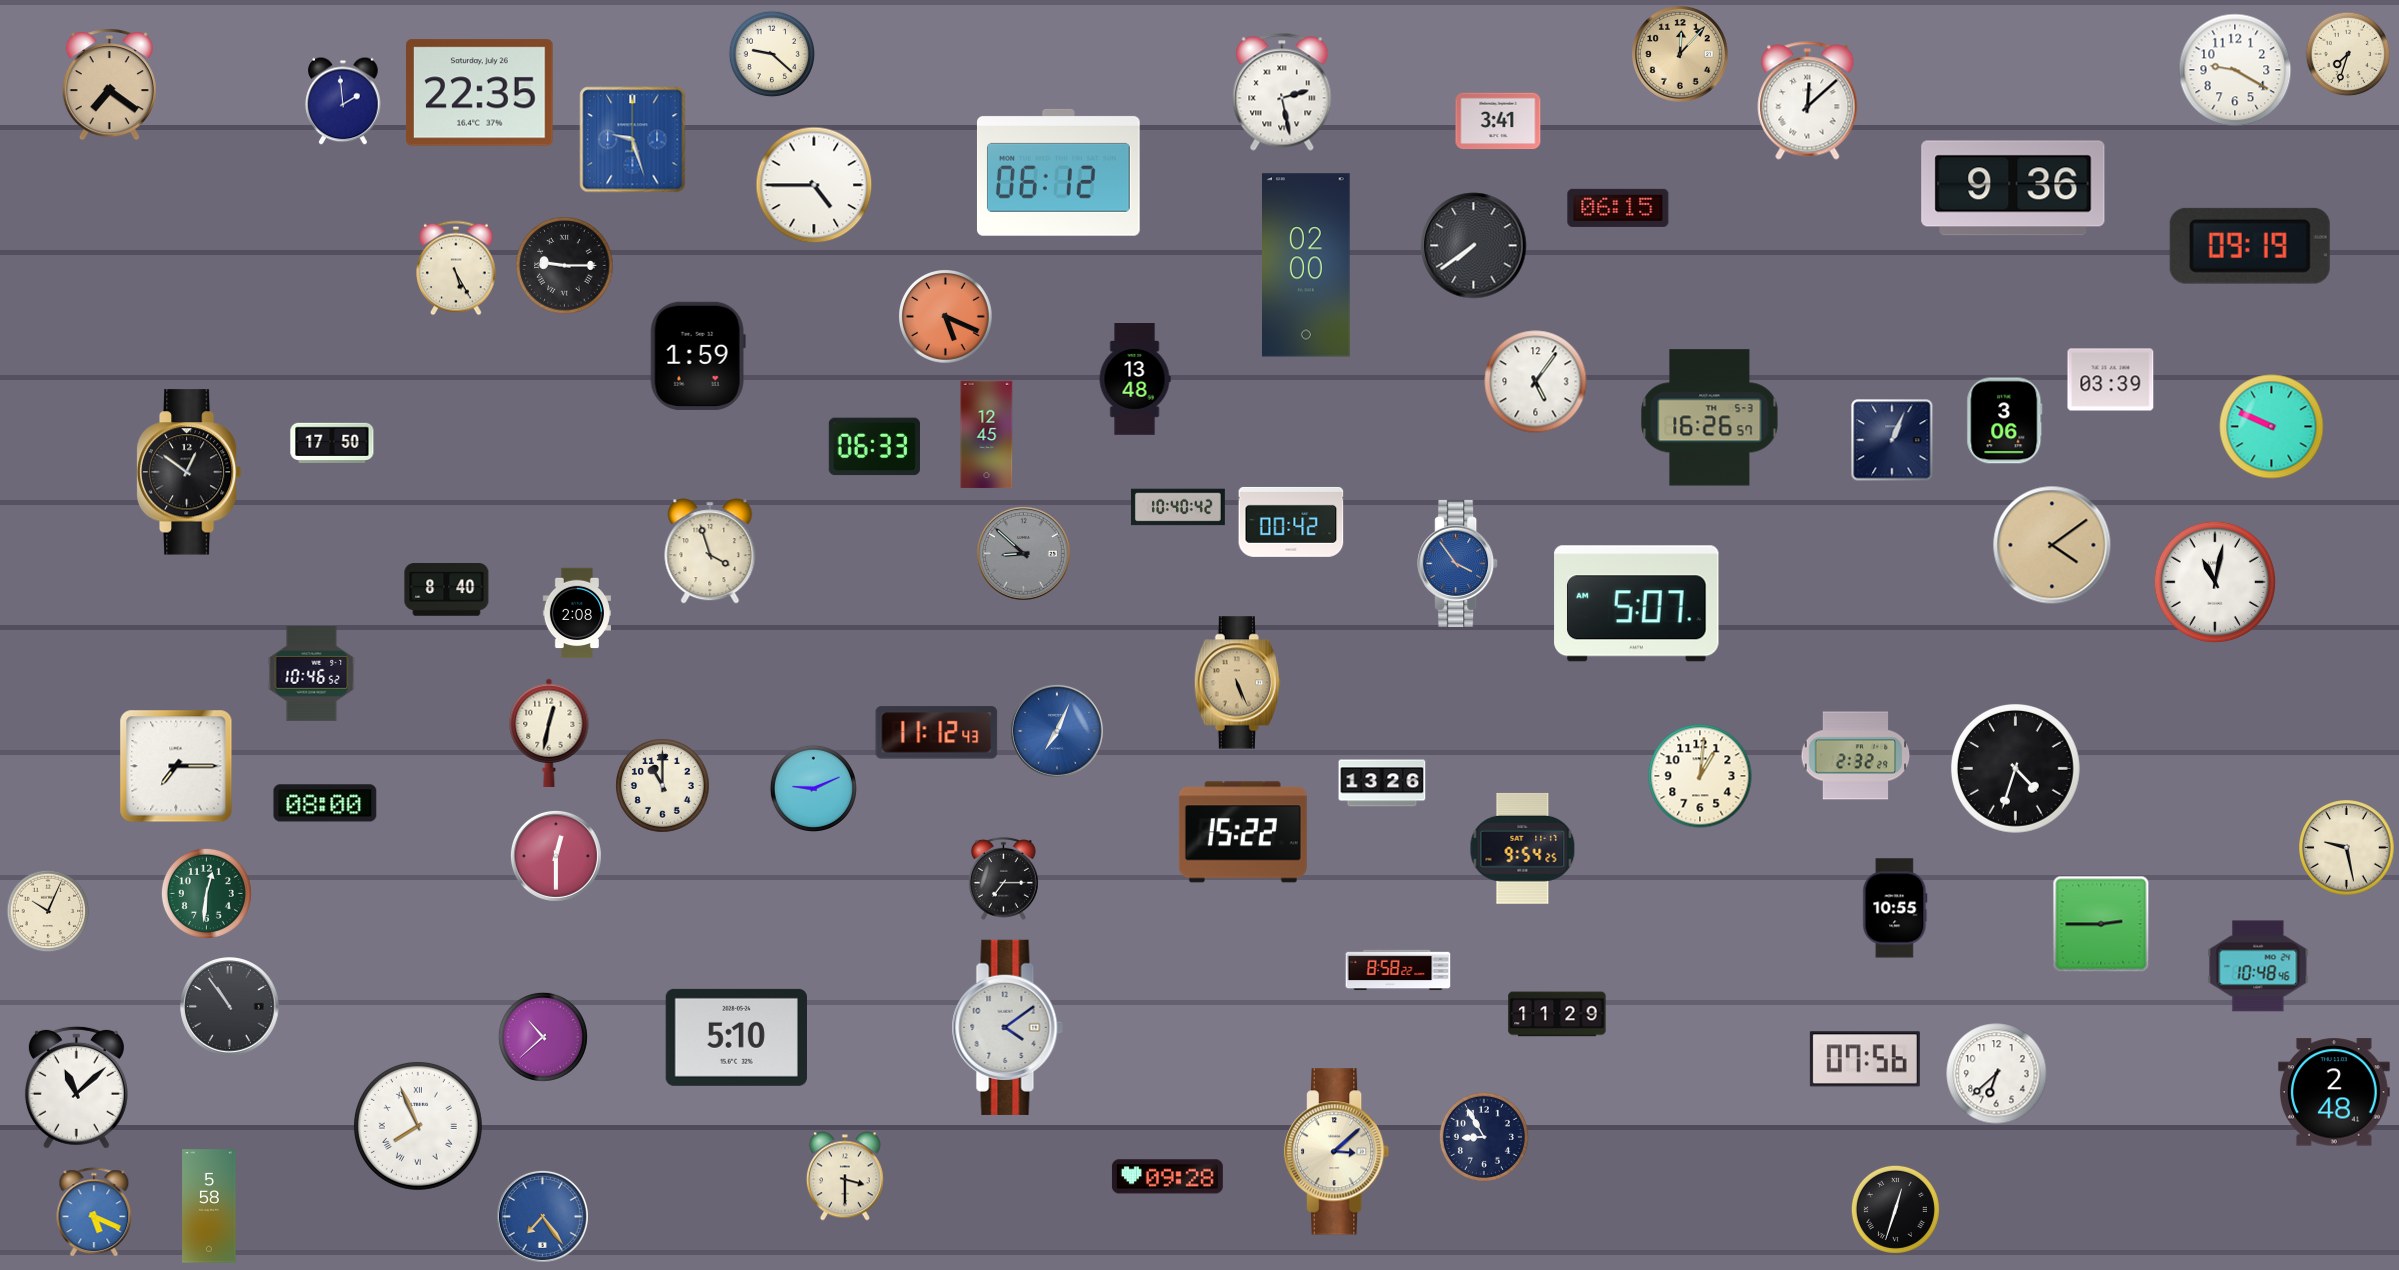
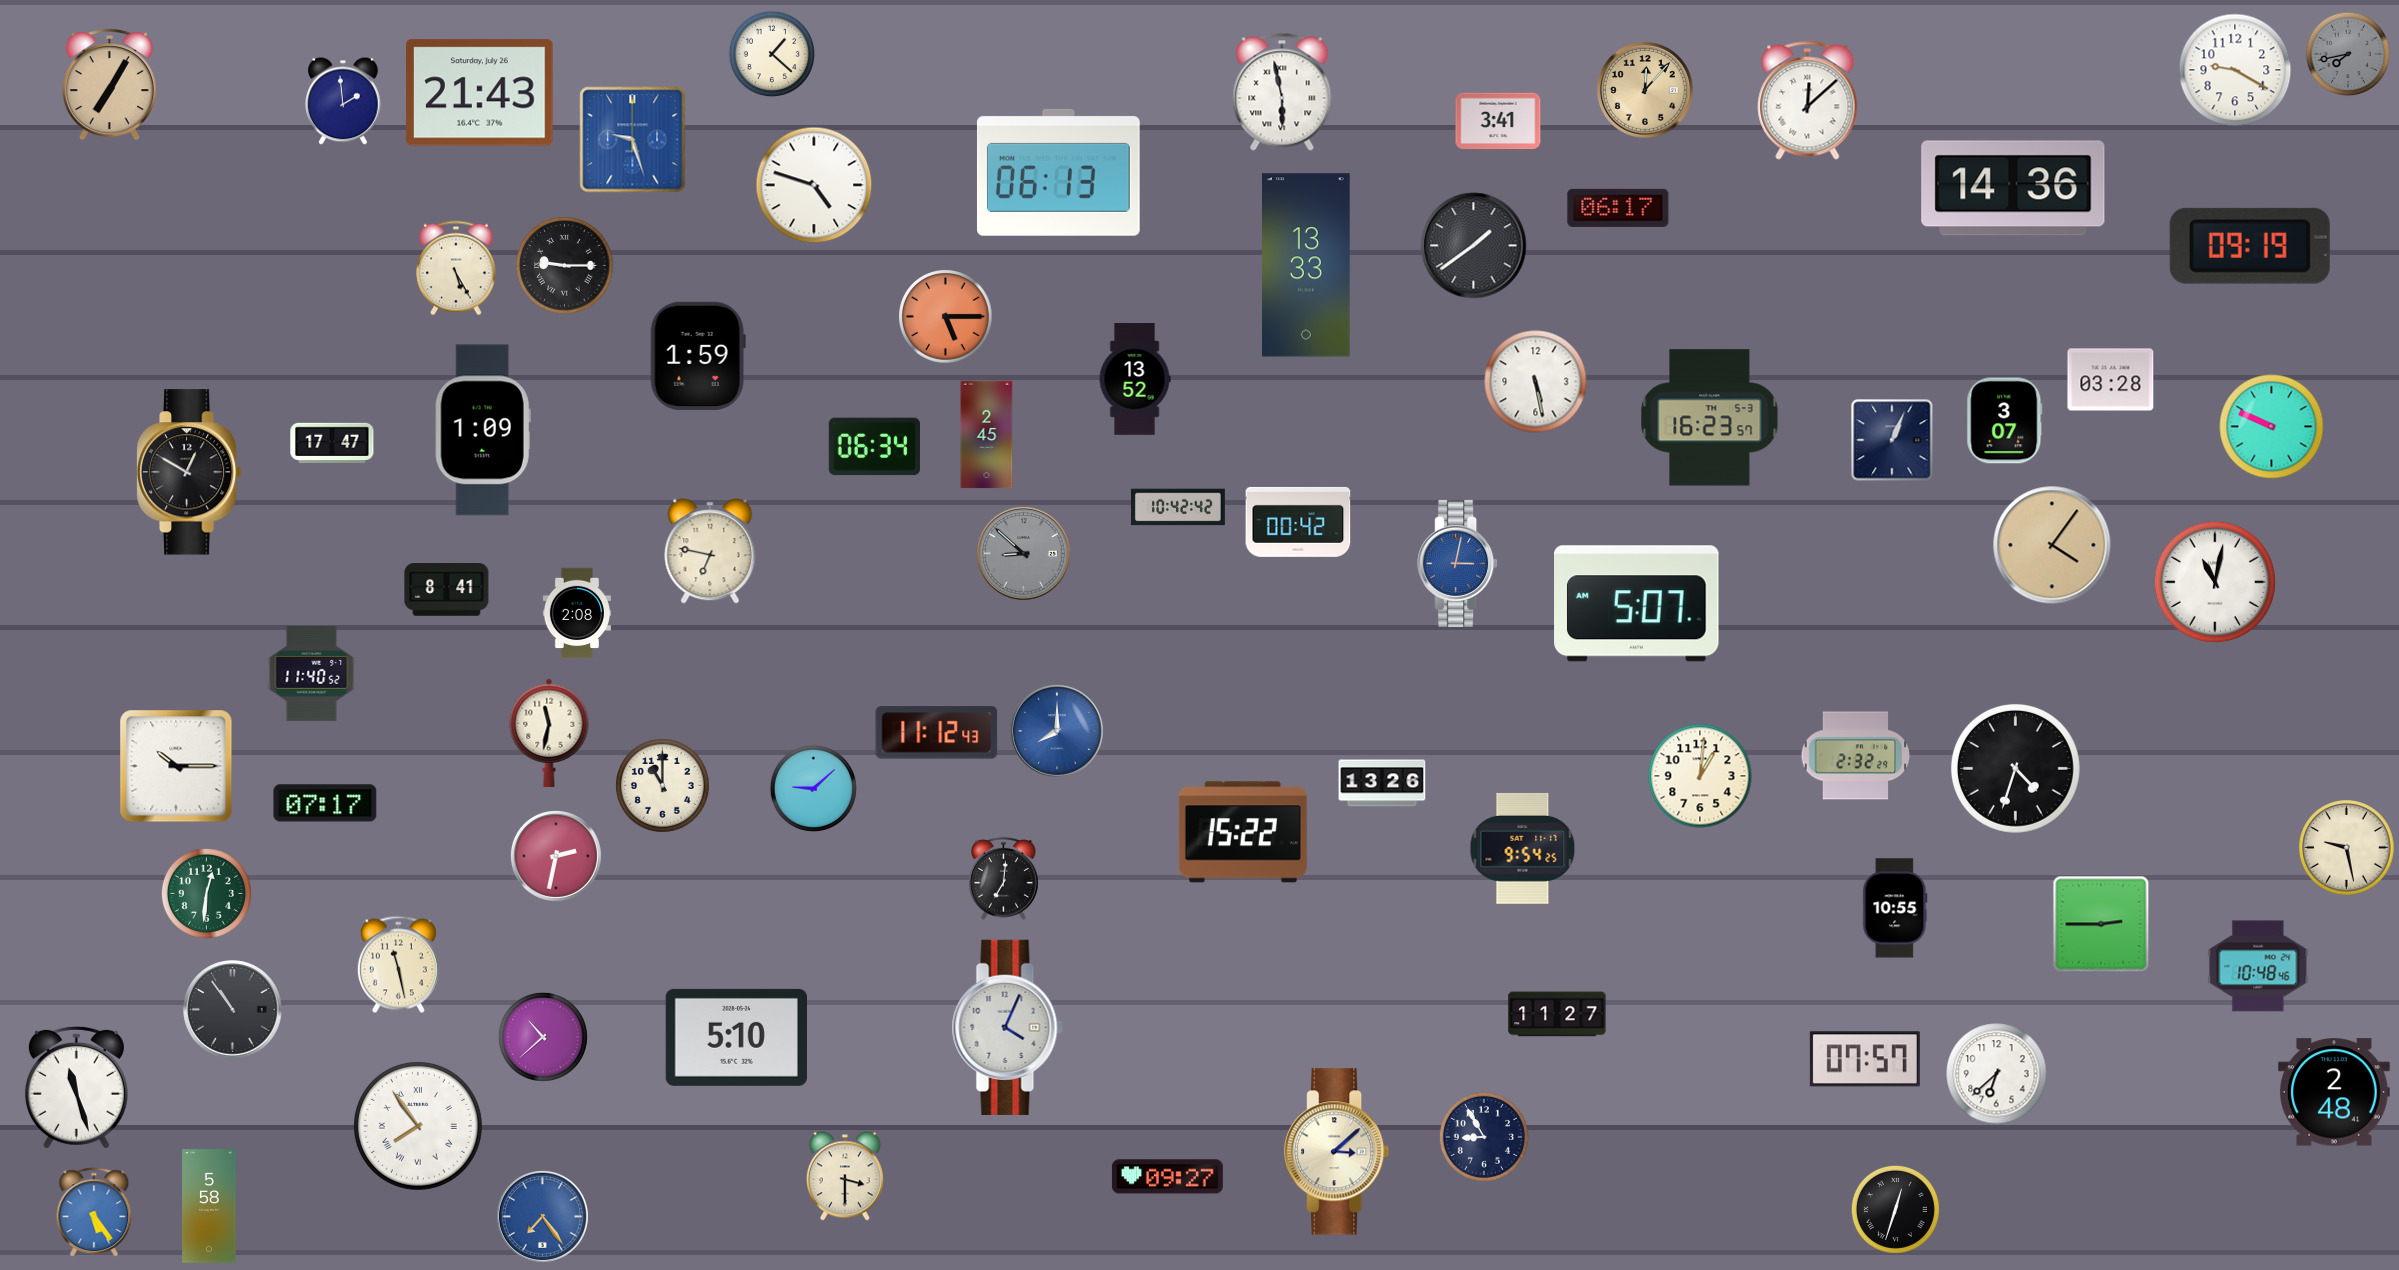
clock at (772, 54): 9:22 -> 1:22
clock at (2348, 54): 7:33 -> 7:43
clock at (2348, 54) dial: cream -> grey
clock at (1681, 55) position: (1681, 55) -> (1646, 91)
clock at (109, 85): 7:21 -> 7:05
clock at (1282, 92): 2:28 -> 5:58
clock at (480, 93): 22:35 -> 21:43
clock at (1058, 172): 06:12 -> 06:13
clock at (814, 185): 4:45 -> 4:48
clock at (2013, 188): 9:36 -> 14:36
clock at (1618, 208): 06:15 -> 06:17
clock at (1474, 246): 7:39 -> 1:39
clock at (1307, 265): 02:00 -> 13:33
clock at (946, 317): 5:19 -> 5:15
clock at (1135, 379): 13:48 -> 13:52
clock at (2111, 380): 03:39 -> 03:28
clock at (1536, 382): 5:06 -> 5:28
clock at (1710, 418): 16:26 -> 16:23
clock at (2005, 421): 3:06 -> 3:07
clock at (483, 430): none -> 1:09
clock at (987, 435): 12:45 -> 2:45
clock at (332, 443): 17:50 -> 17:47
clock at (874, 447): 06:33 -> 06:34
clock at (189, 472): 12:51 -> 12:50
clock at (1178, 507): 10:40 -> 10:42
clock at (1291, 522) position: (1291, 522) -> (1298, 522)
clock at (2052, 545): 4:09 -> 4:06
clock at (710, 551): 3:57 -> 6:47
clock at (1458, 563): 3:54 -> 3:02
clock at (447, 590): 8:40 -> 8:41
clock at (312, 674): 10:46 -> 11:40
clock at (1237, 683): 5:26 -> none
clock at (1057, 731): 7:04 -> 8:00
clock at (549, 732): 12:32 -> 11:32
clock at (176, 766): 7:15 -> 10:15
clock at (813, 788): 9:11 -> 9:08
clock at (325, 803): 08:00 -> 07:17
clock at (556, 856): 12:30 -> 2:32
clock at (1003, 878): 7:15 -> 7:01
clock at (48, 911): 10:04 -> none
clock at (398, 965): none -> 11:28
clock at (1398, 970): 8:58 -> none
clock at (230, 1007) position: (230, 1007) -> (233, 1010)
clock at (1557, 1014): 11:29 -> 11:27
clock at (1007, 1027): 4:09 -> 4:04
clock at (1865, 1059): 07:56 -> 07:57
clock at (76, 1087): 11:08 -> 11:27
clock at (418, 1126): 7:56 -> 7:54
clock at (1167, 1177): 09:28 -> 09:27
clock at (94, 1213): 5:19 -> 5:24
